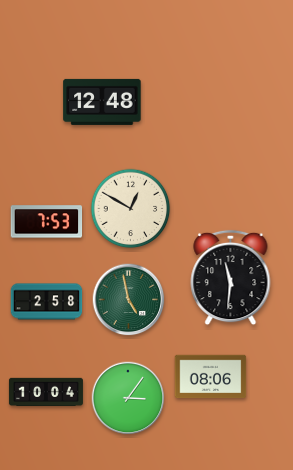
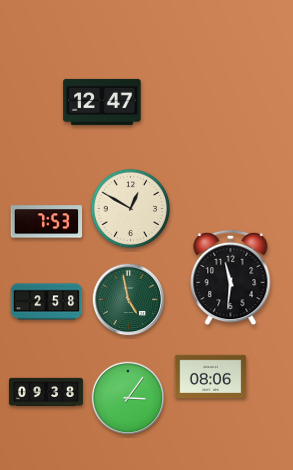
clock at (102, 102): 12:48 -> 12:47
clock at (46, 392): 10:04 -> 09:38
